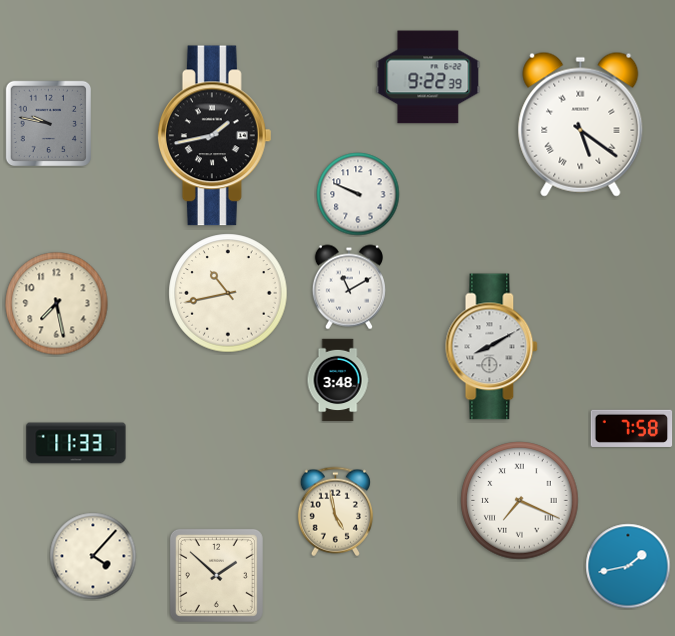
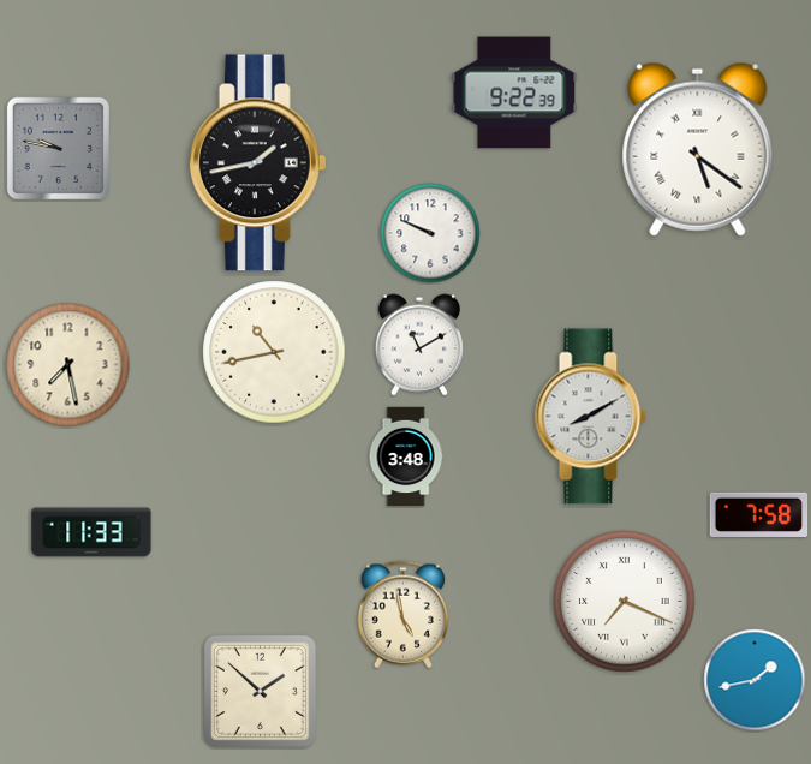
clock at (93, 556): 4:07 -> none
